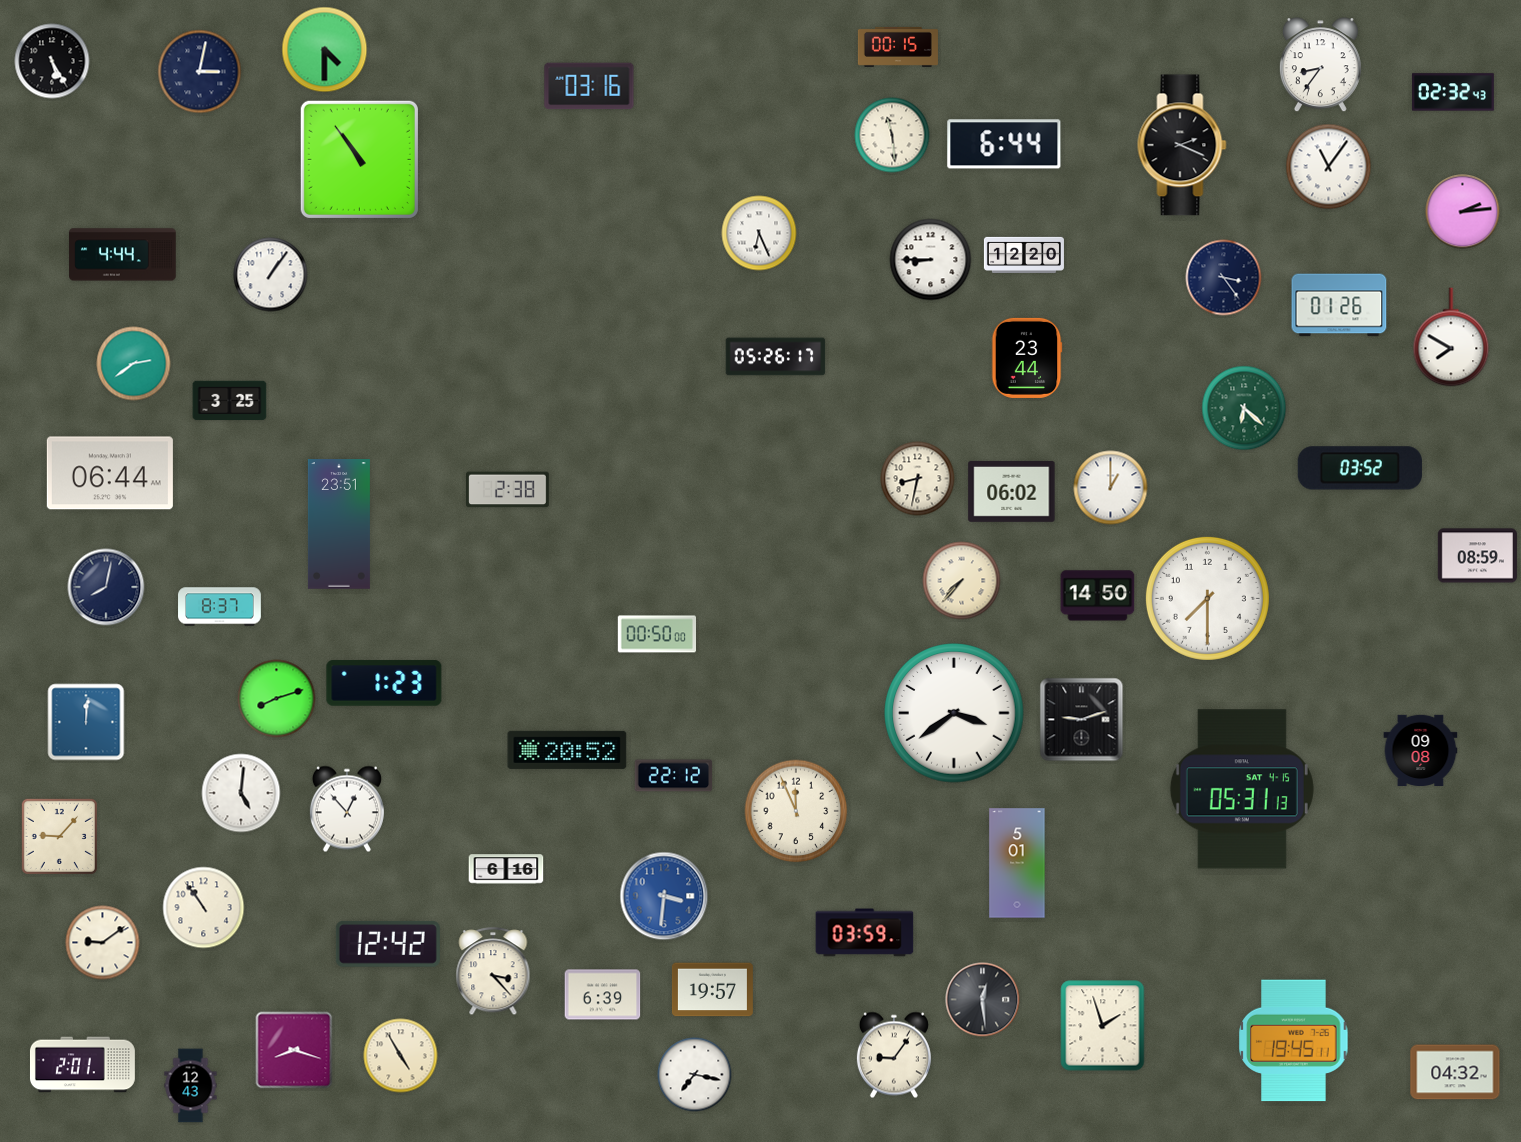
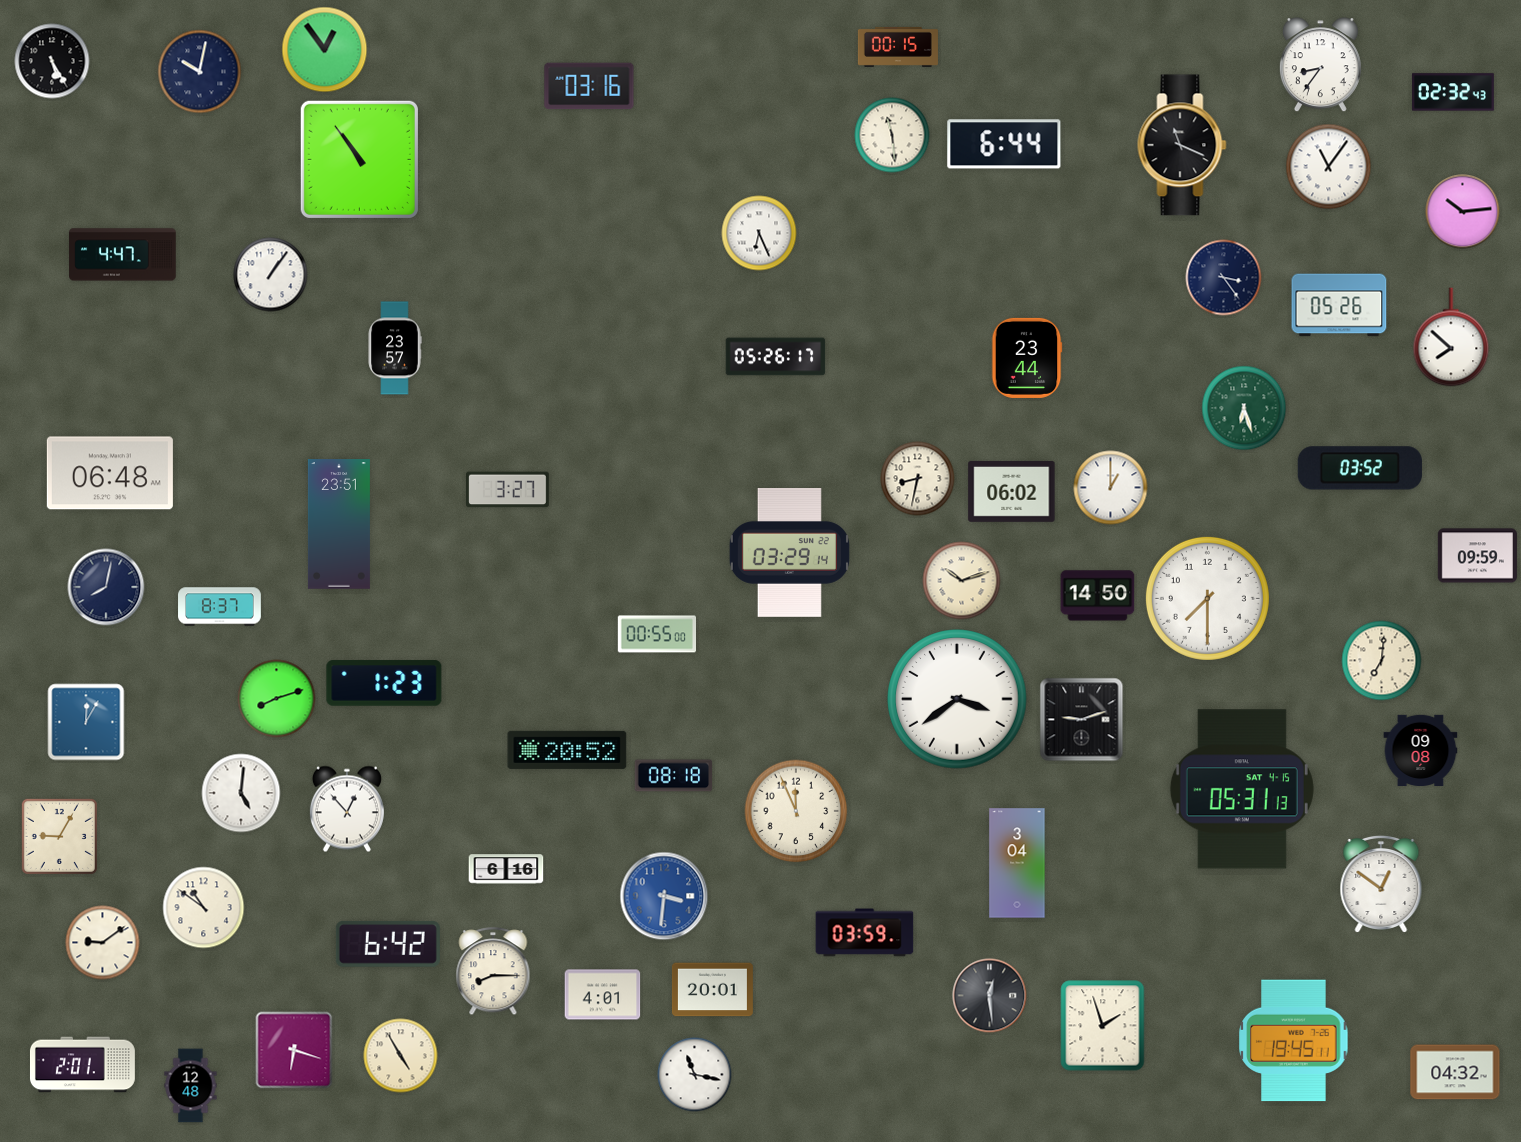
clock at (325, 50): 4:30 -> 12:54
clock at (200, 72): 3:02 -> 10:02
clock at (1182, 145): 2:19 -> 11:19
clock at (1463, 212): 2:14 -> 10:14
clock at (123, 255): 4:44 -> 4:47
clock at (1024, 255): 12:20 -> none
clock at (931, 260): 8:45 -> none
clock at (1339, 305): 01:26 -> 05:26
clock at (1451, 337): 7:50 -> 7:52
clock at (395, 348): none -> 23:57
clock at (134, 364): 2:39 -> none
clock at (230, 401): 3:25 -> none
clock at (1244, 408): 6:22 -> 6:27
clock at (110, 473): 06:44 -> 06:48
clock at (508, 490): 2:38 -> 3:27
clock at (789, 553): none -> 03:29
clock at (1477, 556): 08:59 -> 09:59
clock at (962, 581): 7:37 -> 10:12
clock at (656, 634): 00:50 -> 00:55
clock at (1382, 661): none -> 7:01
clock at (954, 713) position: (954, 713) -> (957, 699)
clock at (86, 722): 12:01 -> 12:05
clock at (674, 776): 22:12 -> 08:18
clock at (59, 836): 9:07 -> 9:05
clock at (1017, 863): 5:01 -> 3:04
clock at (1381, 883): none -> 12:51
clock at (204, 908): 10:54 -> 10:51
clock at (388, 944): 12:42 -> 6:42
clock at (493, 972): 3:23 -> 8:15
clock at (712, 990): 19:57 -> 20:01
clock at (603, 995): 6:39 -> 4:01
clock at (983, 1000) position: (983, 1000) -> (990, 996)
clock at (294, 1050): 8:18 -> 6:18
clock at (894, 1055): 9:06 -> none
clock at (695, 1075): 7:17 -> 11:17
clock at (191, 1086): 12:43 -> 12:48
